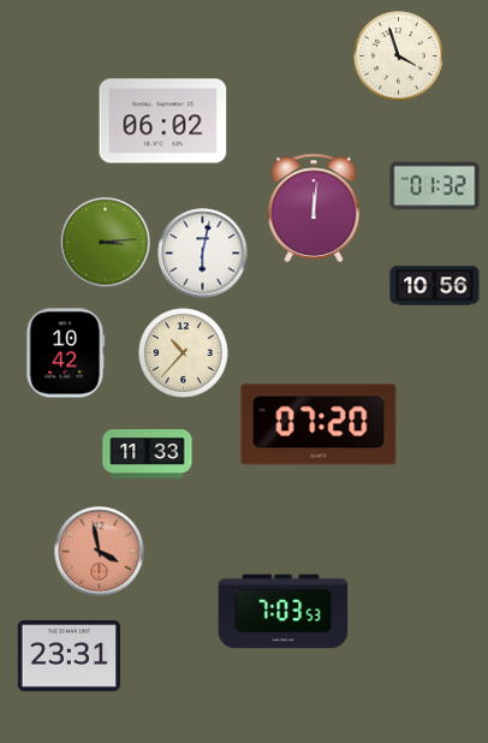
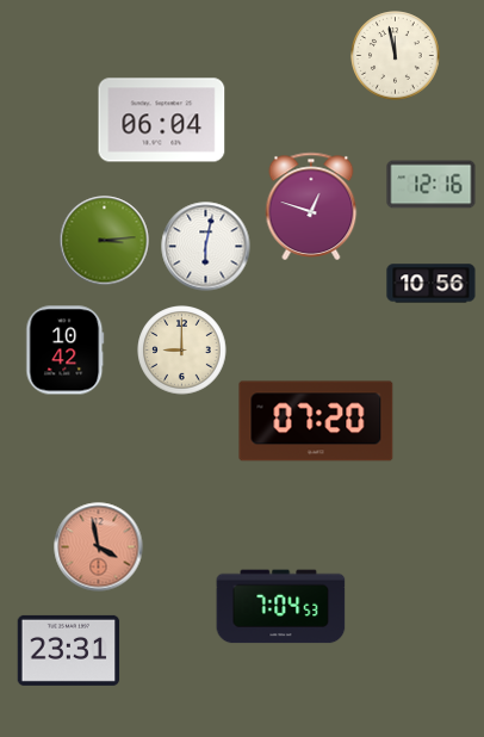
clock at (399, 57): 3:57 -> 11:58
clock at (163, 121): 06:02 -> 06:04
clock at (435, 186): 01:32 -> 12:16
clock at (314, 208): 12:01 -> 12:48
clock at (203, 254) position: (203, 254) -> (206, 247)
clock at (184, 353): 10:37 -> 9:00
clock at (148, 454): 11:33 -> none
clock at (284, 612): 7:03 -> 7:04
